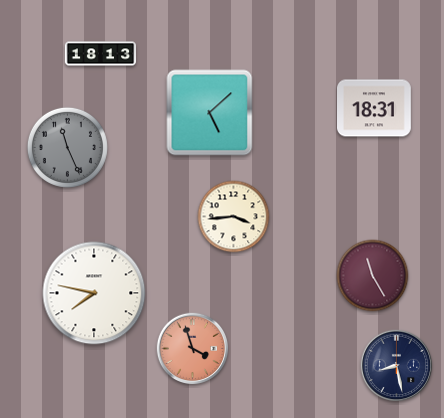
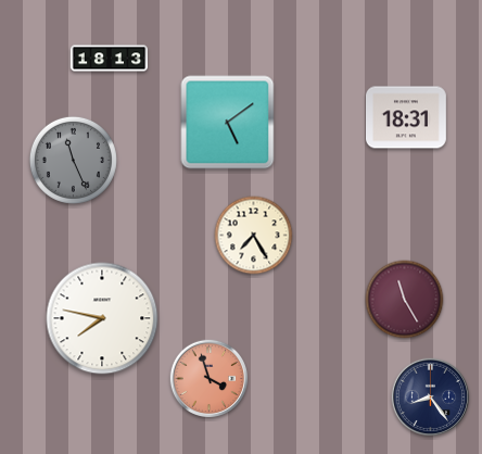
clock at (210, 113): 5:08 -> 5:09
clock at (234, 217): 3:44 -> 7:25
clock at (397, 366): 8:28 -> 8:24
